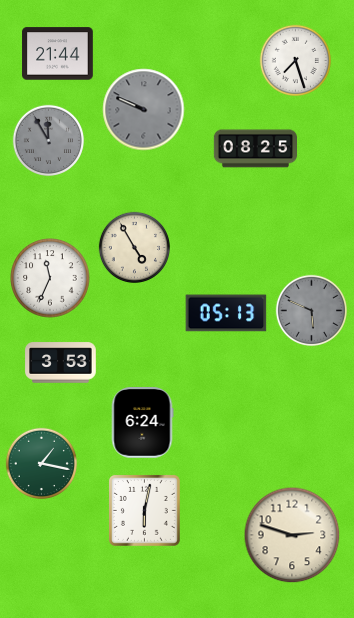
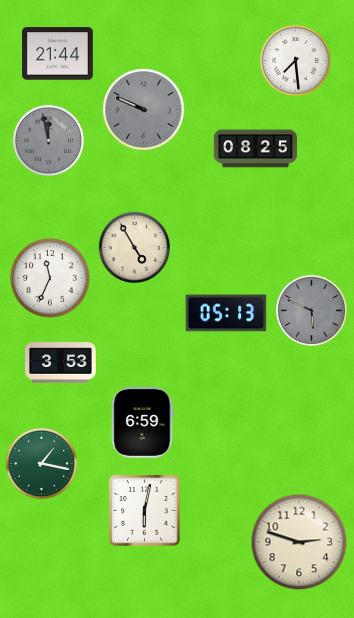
clock at (295, 60): 7:27 -> 7:29
clock at (48, 140): 11:55 -> 11:58
clock at (142, 423): 6:24 -> 6:59
clock at (292, 535) position: (292, 535) -> (299, 542)
